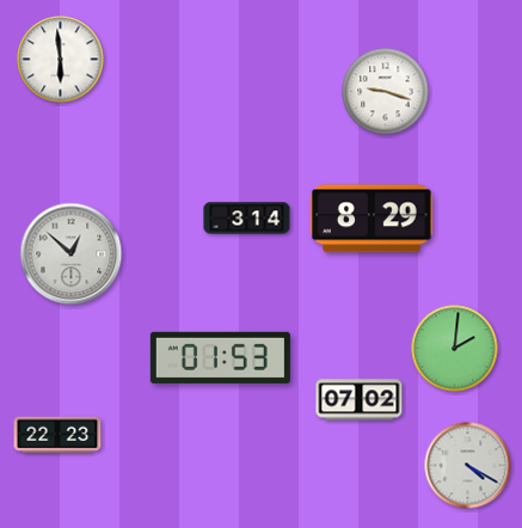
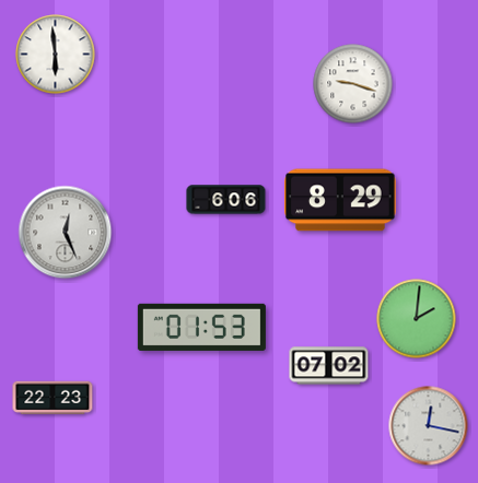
clock at (247, 219): 3:14 -> 6:06
clock at (72, 254): 12:52 -> 12:26
clock at (468, 466): 4:20 -> 12:17
